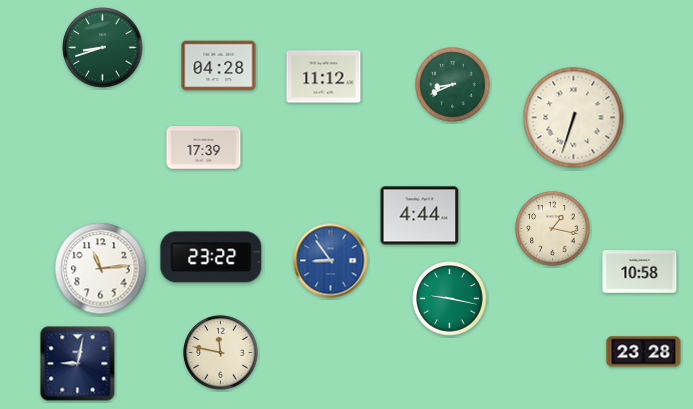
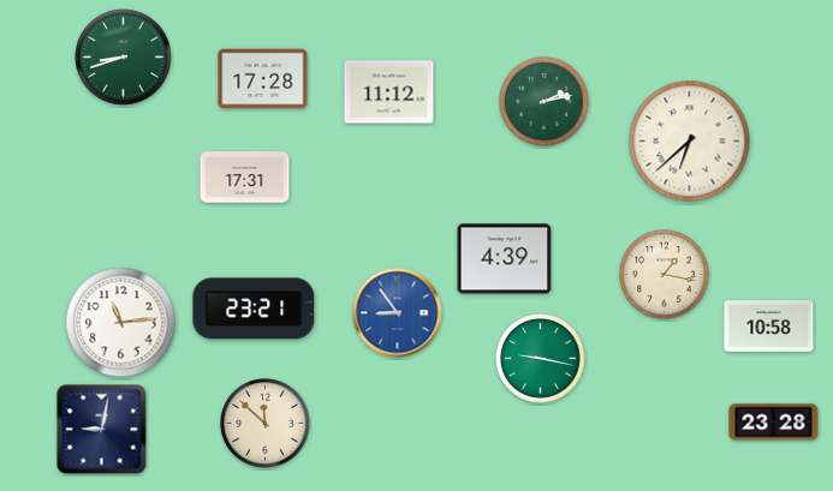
clock at (219, 66): 04:28 -> 17:28
clock at (453, 85): 8:41 -> 2:13
clock at (574, 118): 6:33 -> 6:38
clock at (204, 148): 17:39 -> 17:31
clock at (420, 216): 4:44 -> 4:39
clock at (211, 257): 23:22 -> 23:21
clock at (221, 353): 11:47 -> 11:52
clock at (78, 364) position: (78, 364) -> (102, 430)
